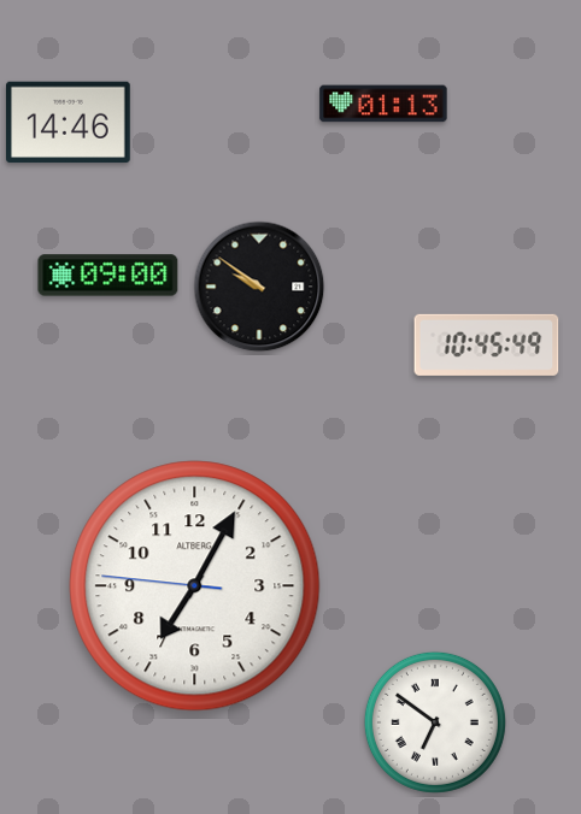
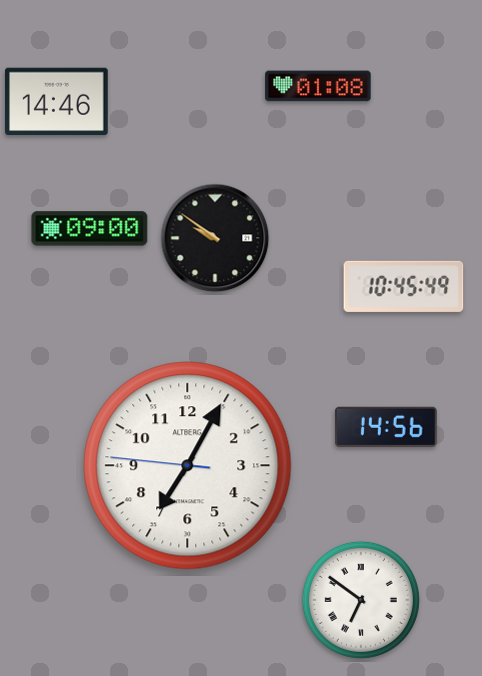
clock at (383, 104): 01:13 -> 01:08
clock at (386, 427): none -> 14:56
clock at (195, 586) position: (195, 586) -> (188, 466)
